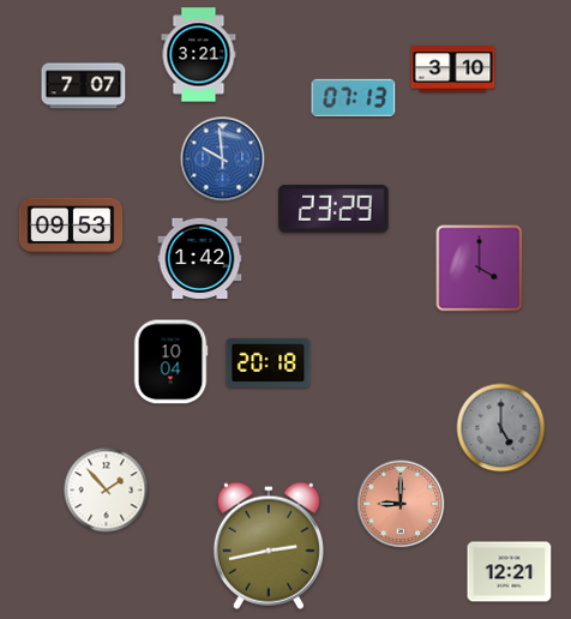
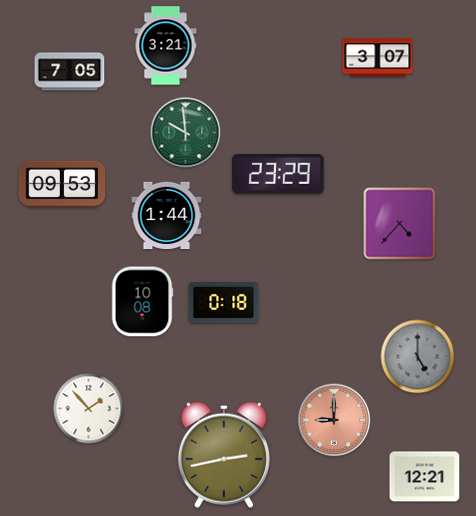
clock at (453, 70): 3:10 -> 3:07
clock at (84, 86): 7:07 -> 7:05
clock at (354, 97): 07:13 -> none
clock at (223, 160) dial: blue -> green
clock at (71, 226) position: (71, 226) -> (62, 184)
clock at (200, 259): 1:42 -> 1:44
clock at (480, 269): 4:00 -> 4:37
clock at (170, 362): 10:04 -> 10:08
clock at (269, 362): 20:18 -> 0:18
